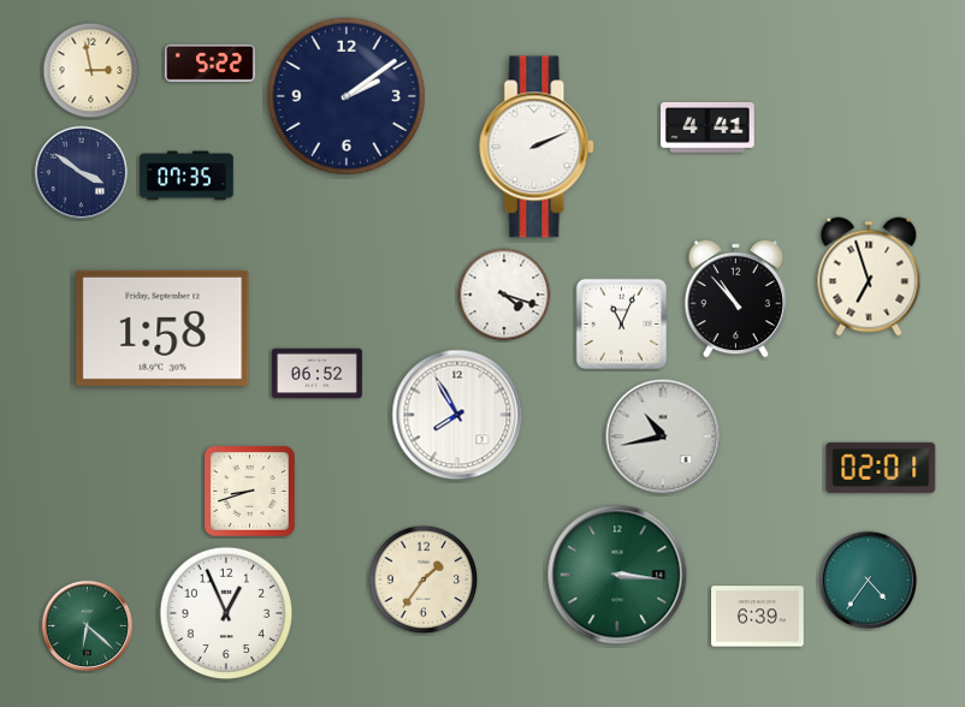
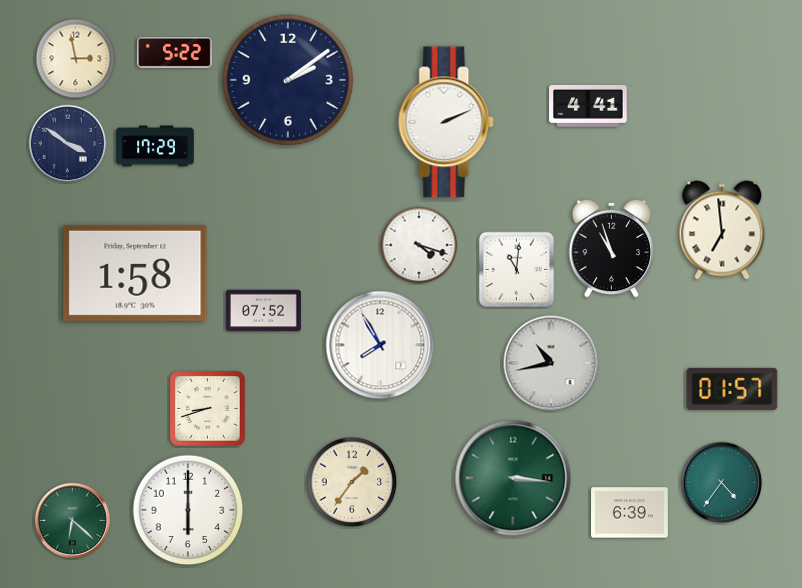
clock at (187, 176): 07:35 -> 17:29
clock at (869, 277): 6:57 -> 6:59
clock at (736, 298): 10:53 -> 10:57
clock at (622, 325): 11:04 -> 11:01
clock at (316, 374): 06:52 -> 07:52
clock at (881, 468): 02:01 -> 01:57
clock at (226, 613): 12:56 -> 6:00
